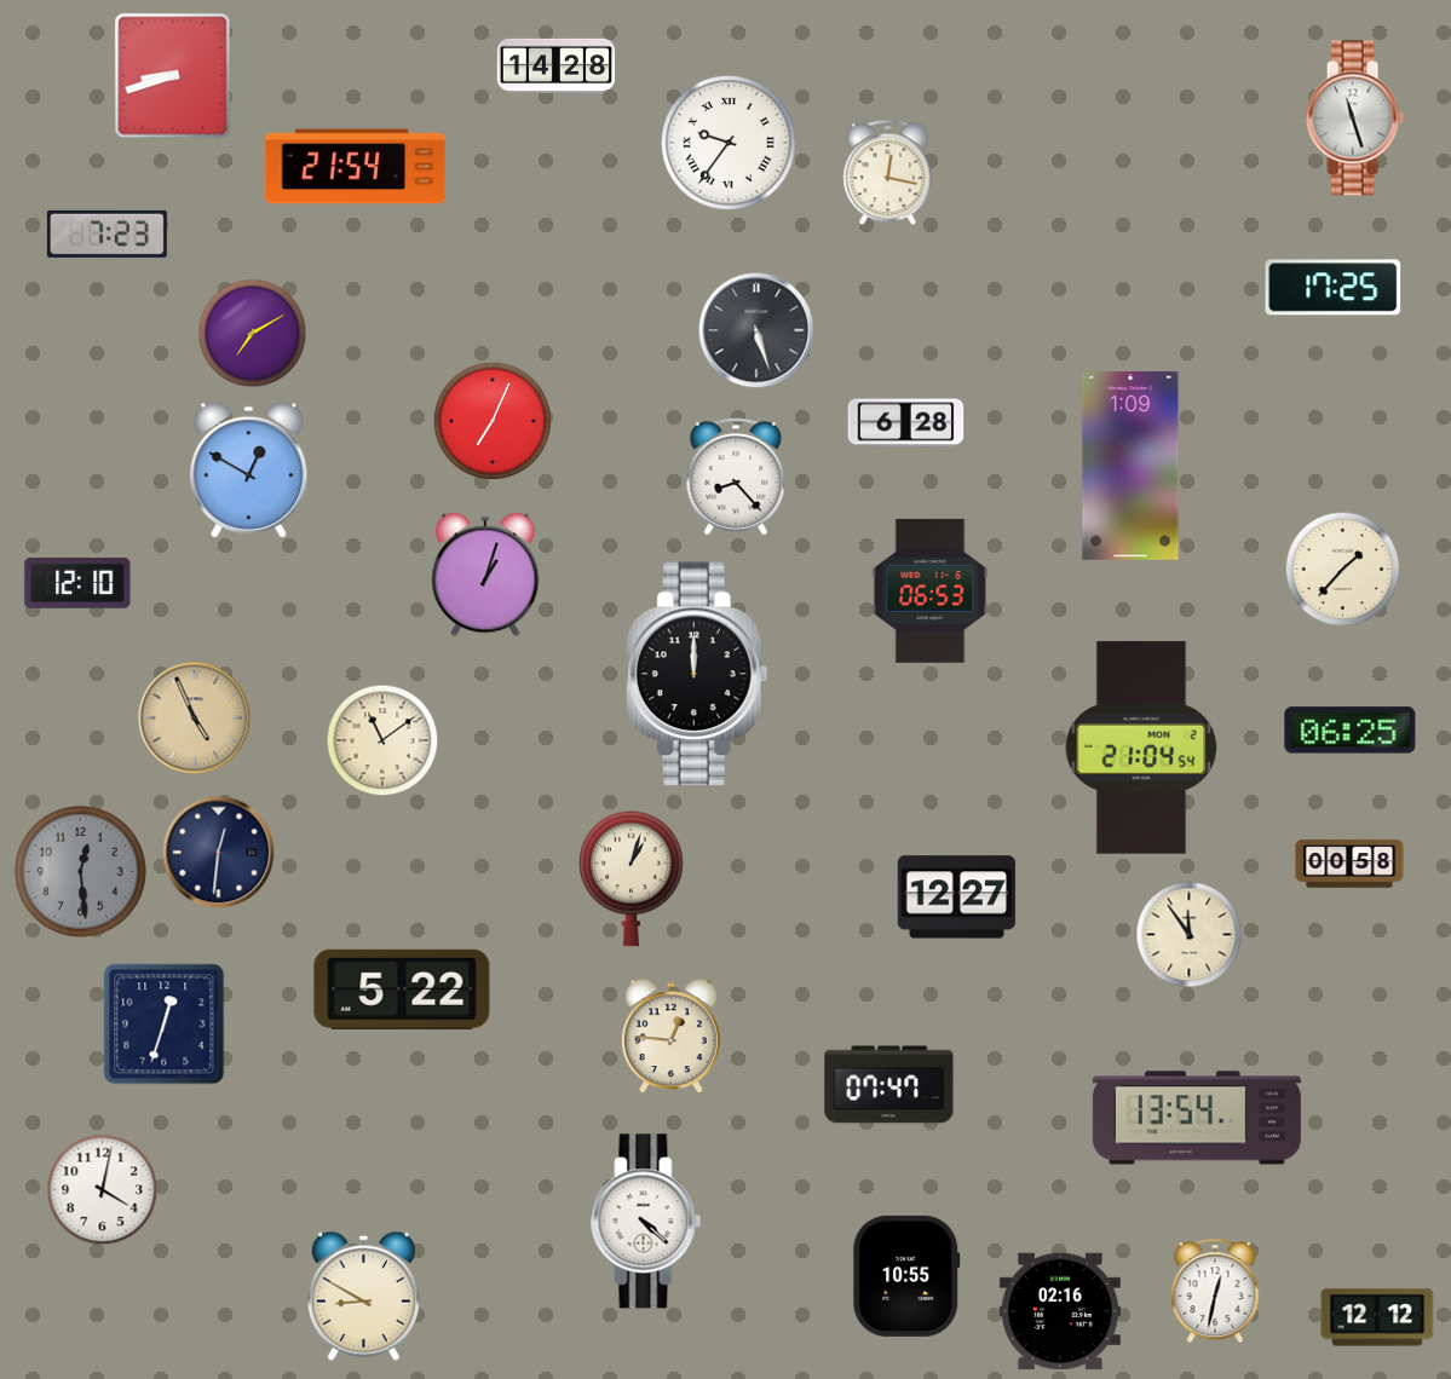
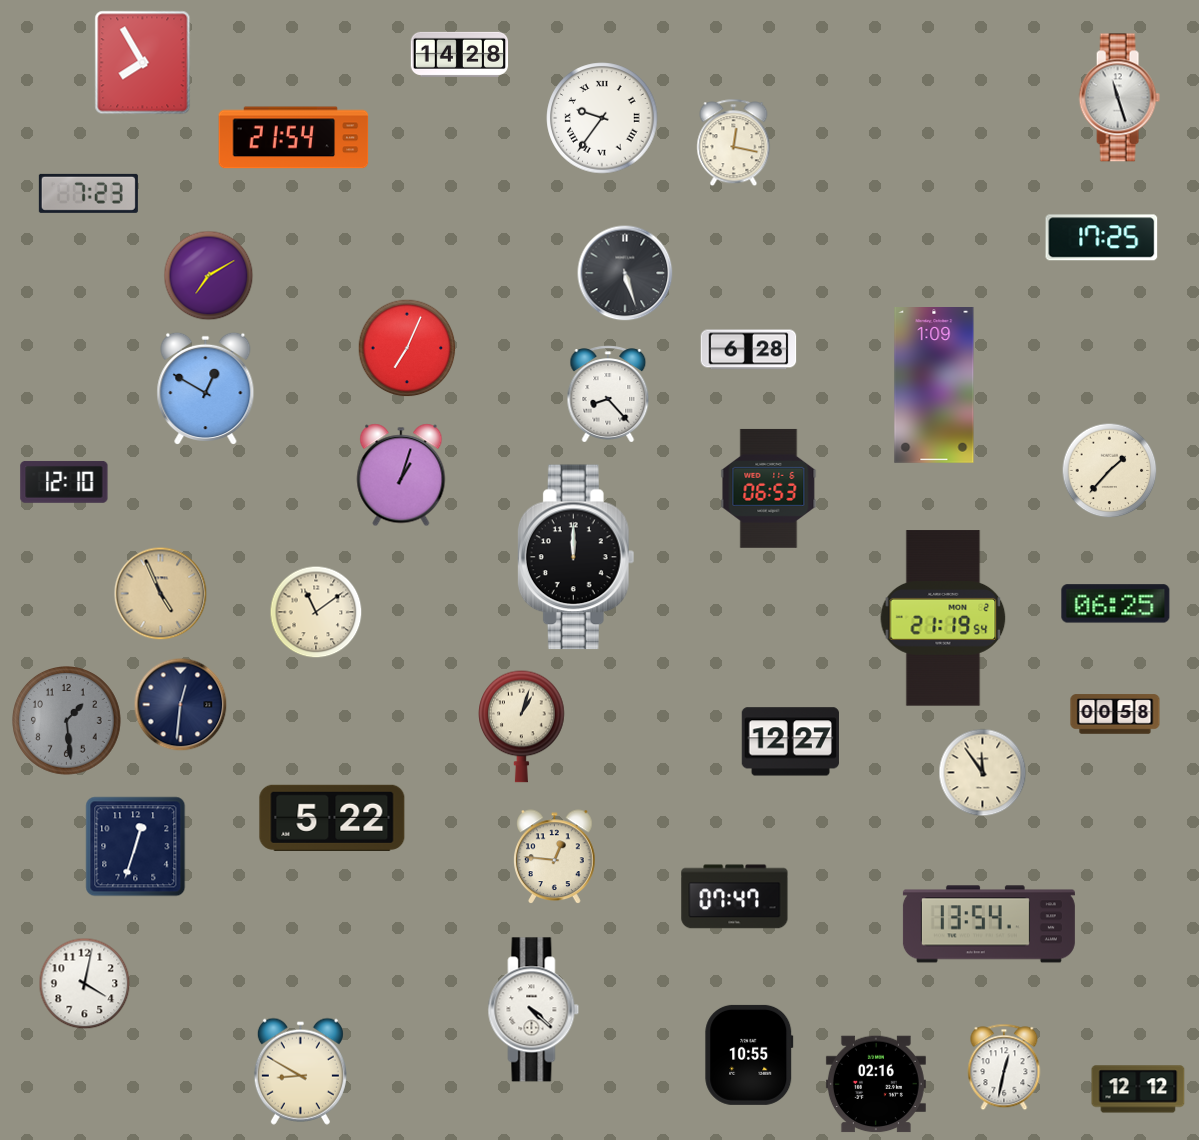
clock at (173, 76): 8:42 -> 7:55
clock at (1141, 748): 21:04 -> 21:19
clock at (81, 872): 12:29 -> 1:29
